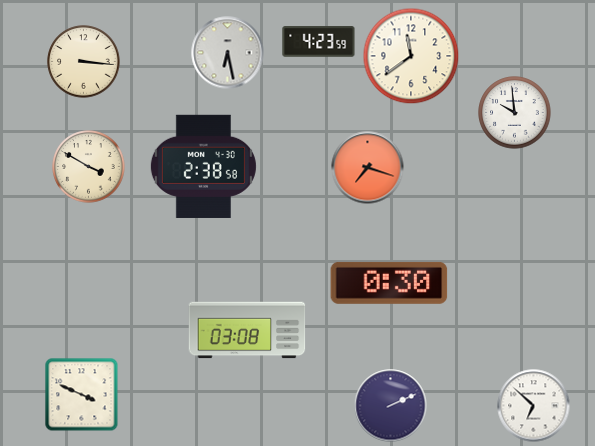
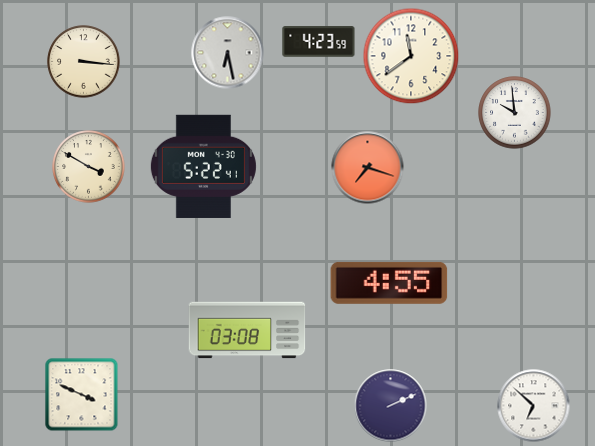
clock at (203, 166): 2:38 -> 5:22
clock at (389, 283): 0:30 -> 4:55
